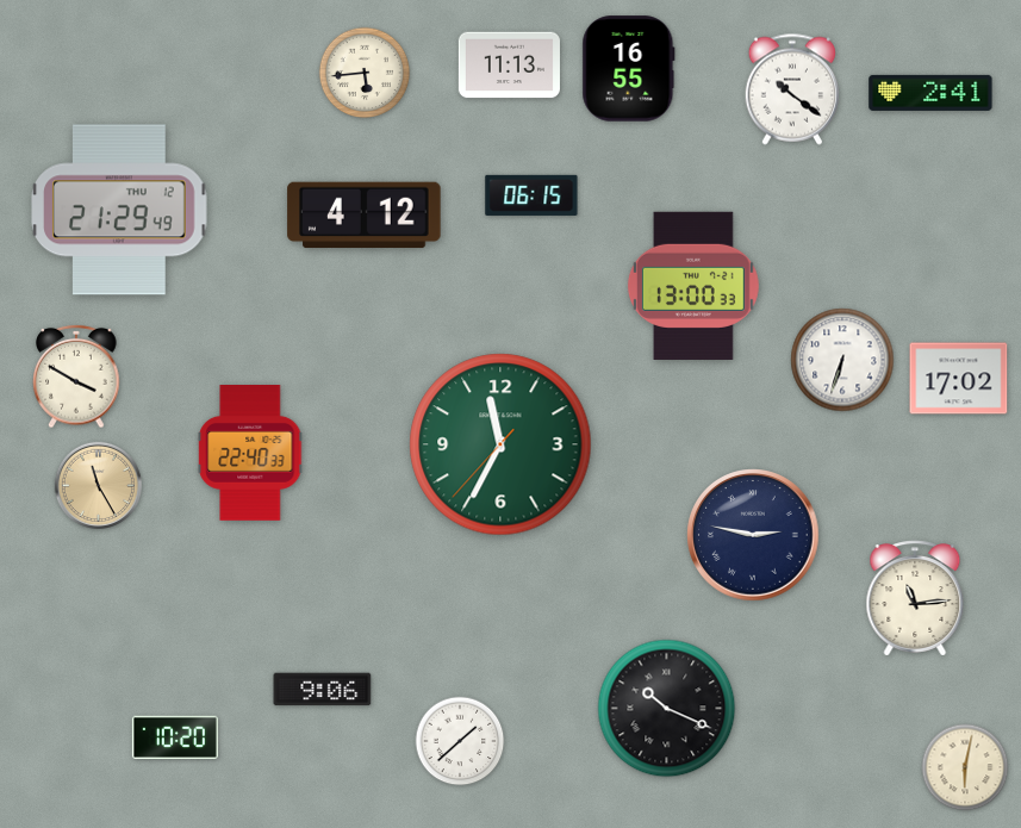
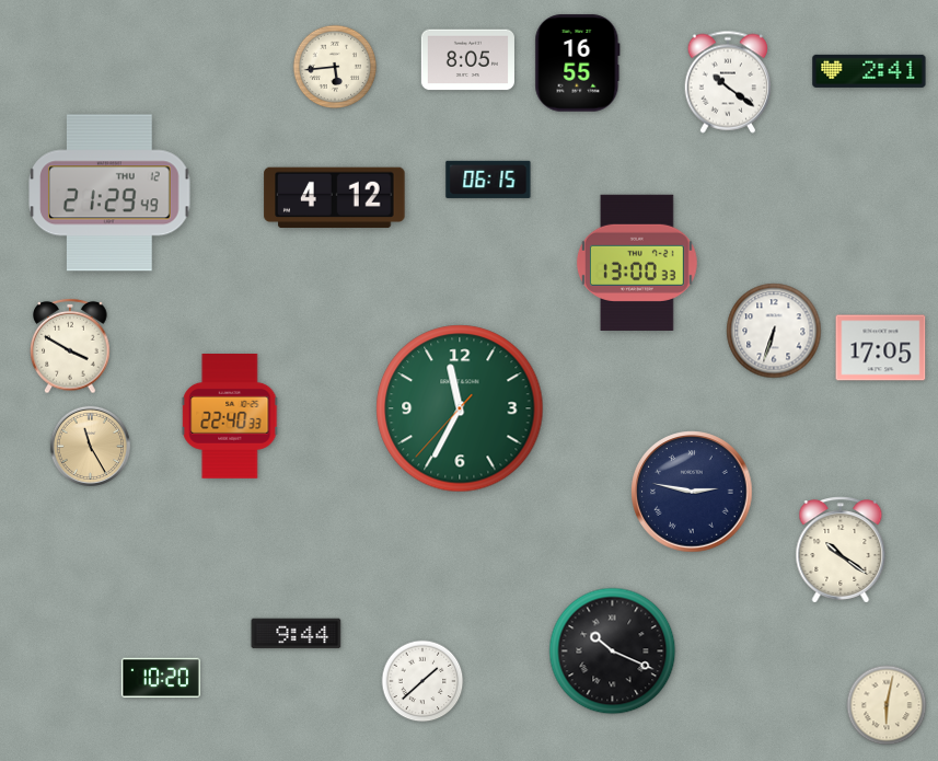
clock at (509, 66): 11:13 -> 8:05
clock at (930, 93) position: (930, 93) -> (869, 71)
clock at (959, 379): 17:02 -> 17:05
clock at (915, 598): 11:14 -> 10:21
clock at (323, 690): 9:06 -> 9:44
